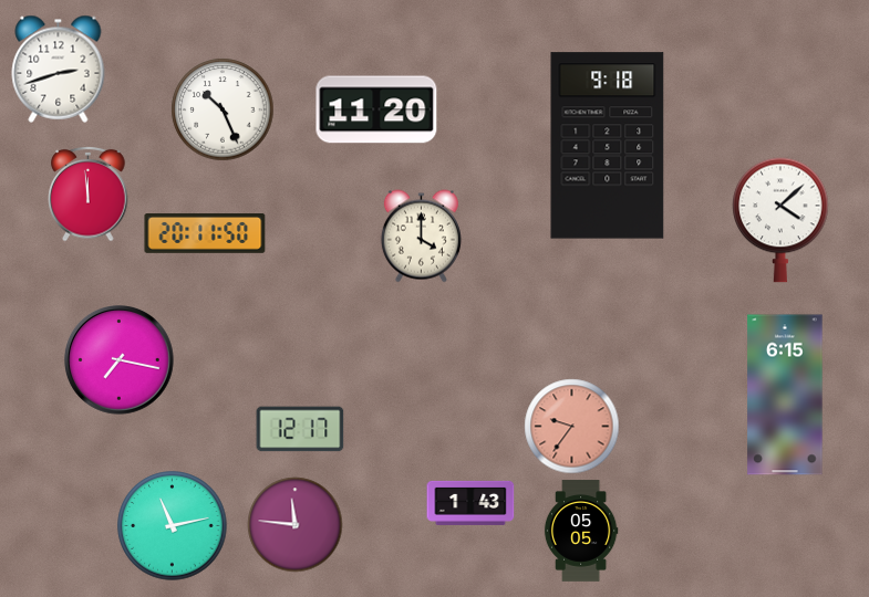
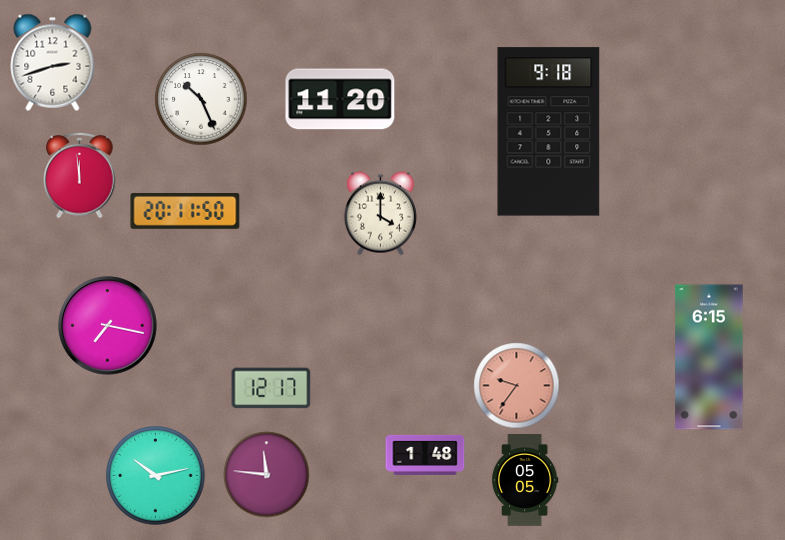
clock at (782, 220): 4:08 -> none
clock at (470, 503): 1:43 -> 1:48
clock at (173, 526): 11:13 -> 10:13
